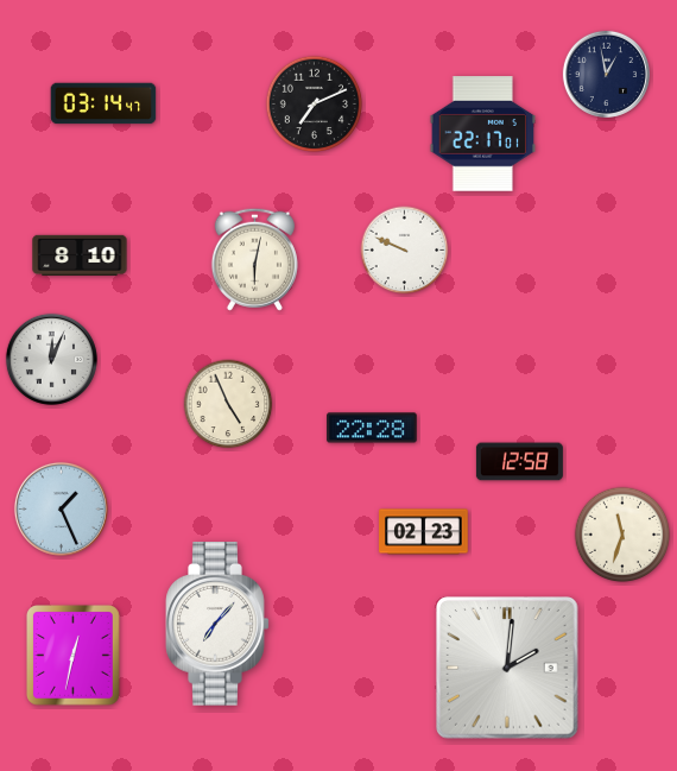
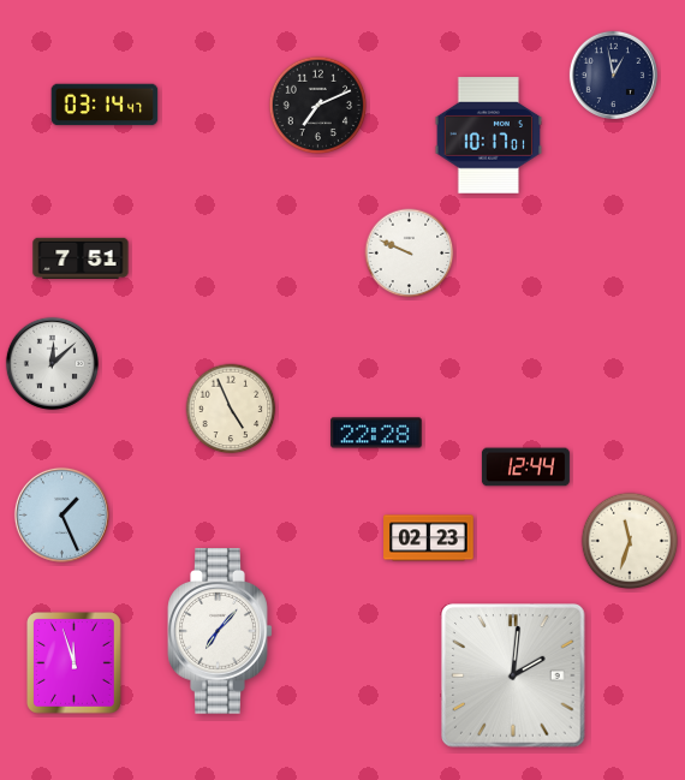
clock at (483, 134): 22:17 -> 10:17
clock at (80, 254): 8:10 -> 7:51
clock at (254, 259): 6:02 -> none
clock at (51, 359): 12:04 -> 12:08
clock at (519, 462): 12:58 -> 12:44
clock at (74, 656): 12:32 -> 11:57
